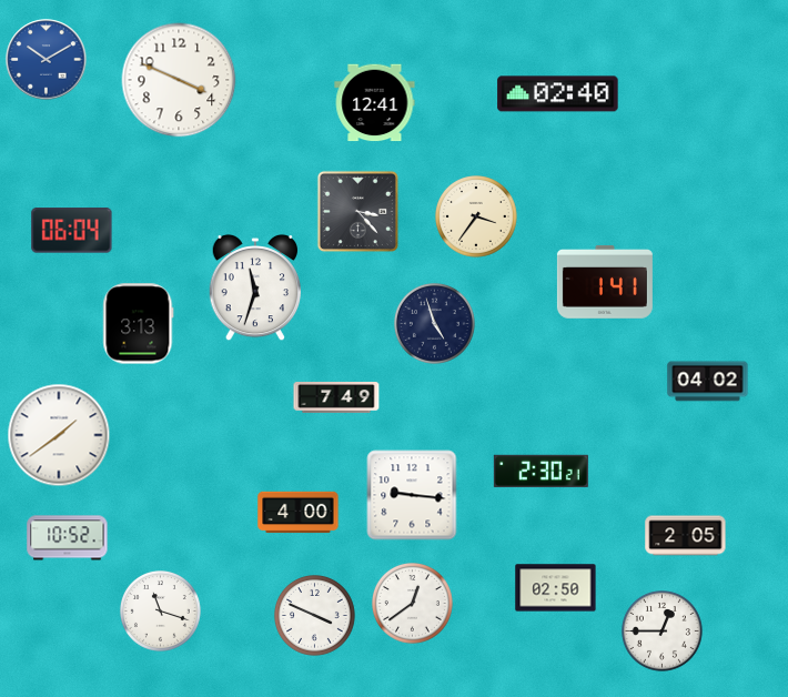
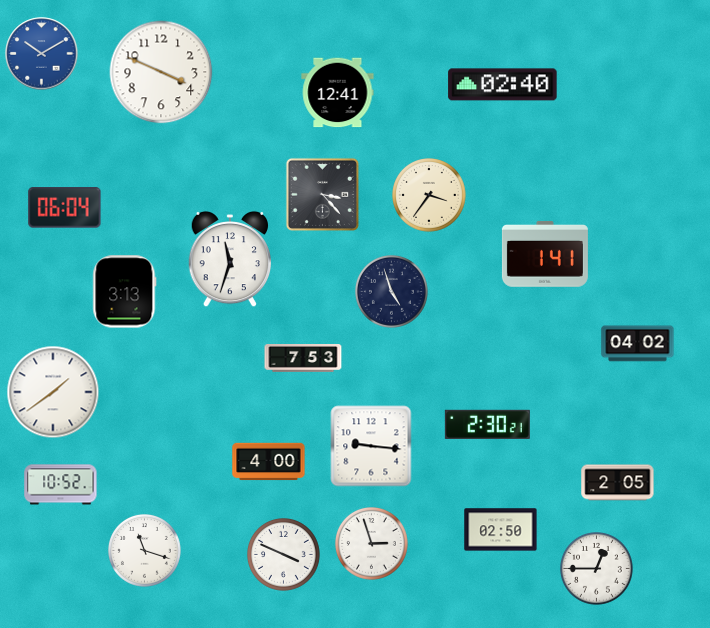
clock at (357, 211) position: (357, 211) -> (322, 194)
clock at (336, 398): 7:49 -> 7:53
clock at (413, 604): 12:39 -> 2:57
